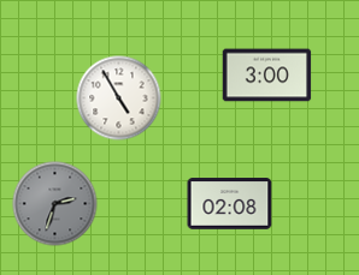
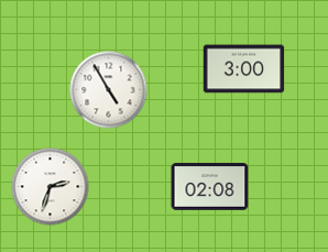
clock at (55, 204) dial: grey -> white
